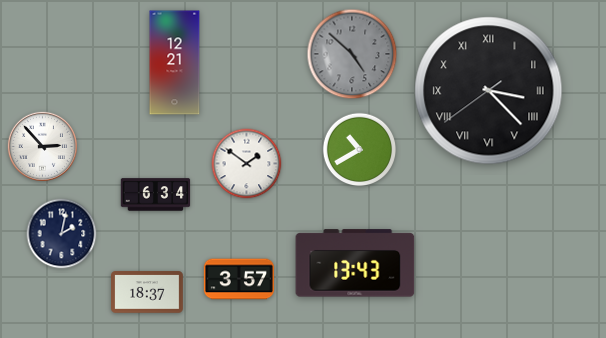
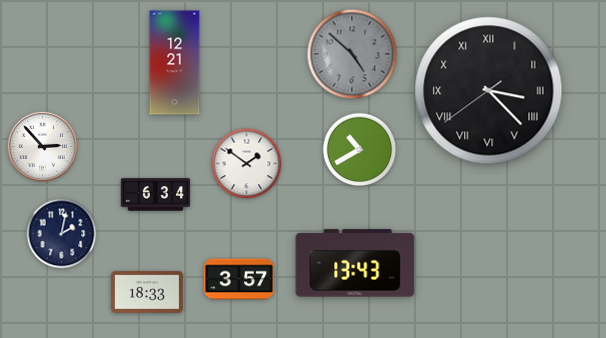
clock at (148, 292): 18:37 -> 18:33
